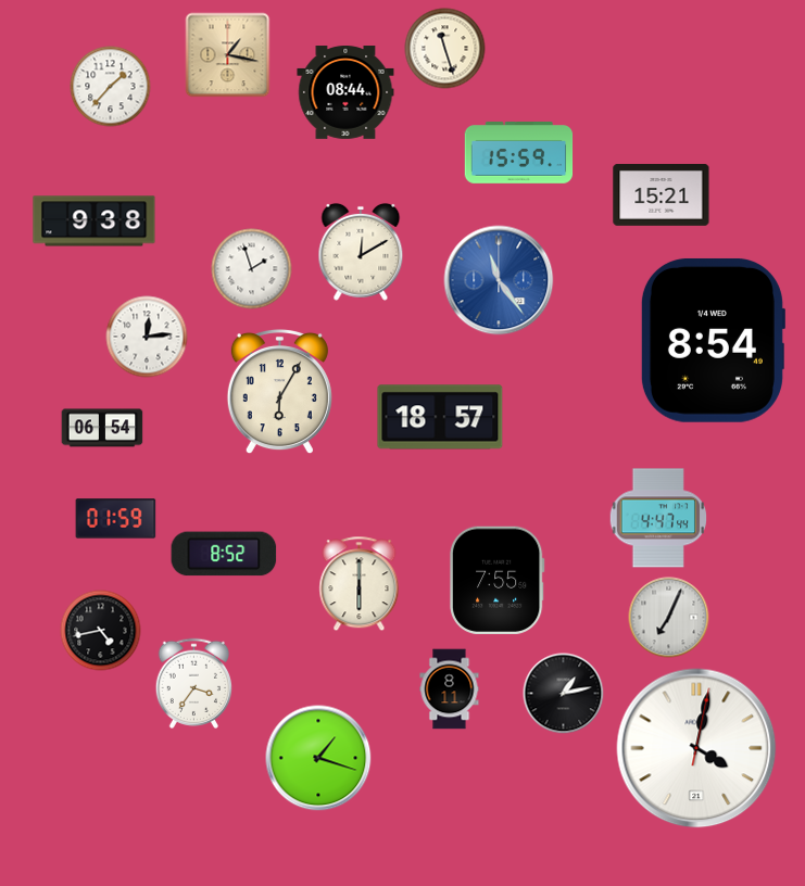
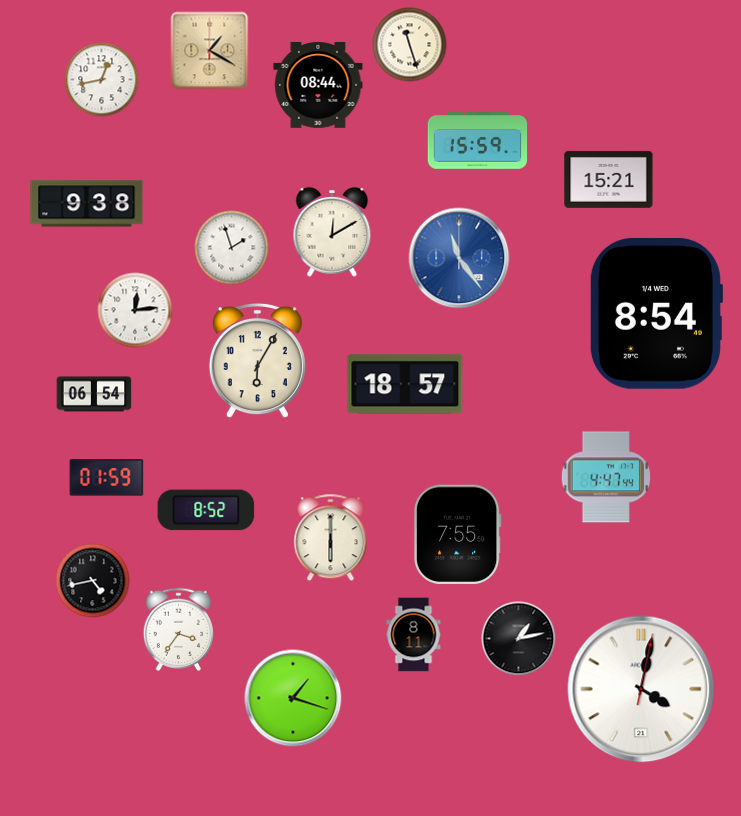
clock at (228, 55): 1:17 -> 1:20
clock at (111, 87): 1:37 -> 12:43
clock at (669, 618): 7:04 -> none
